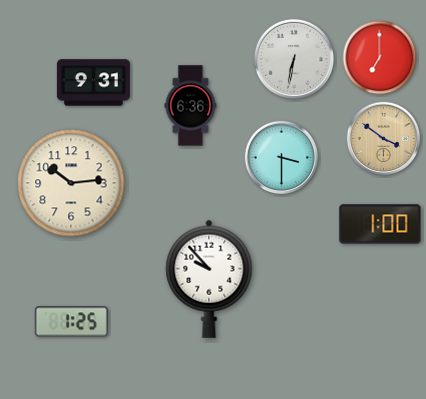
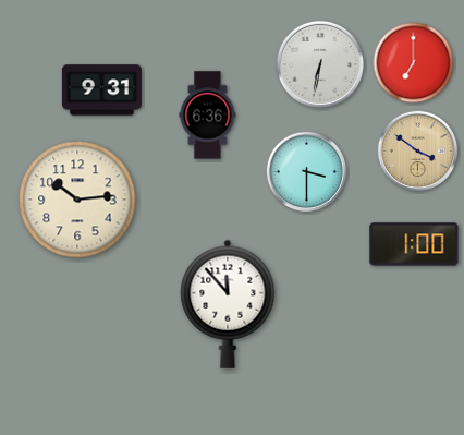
clock at (209, 279): 9:53 -> 11:53
clock at (71, 322): 1:25 -> none
